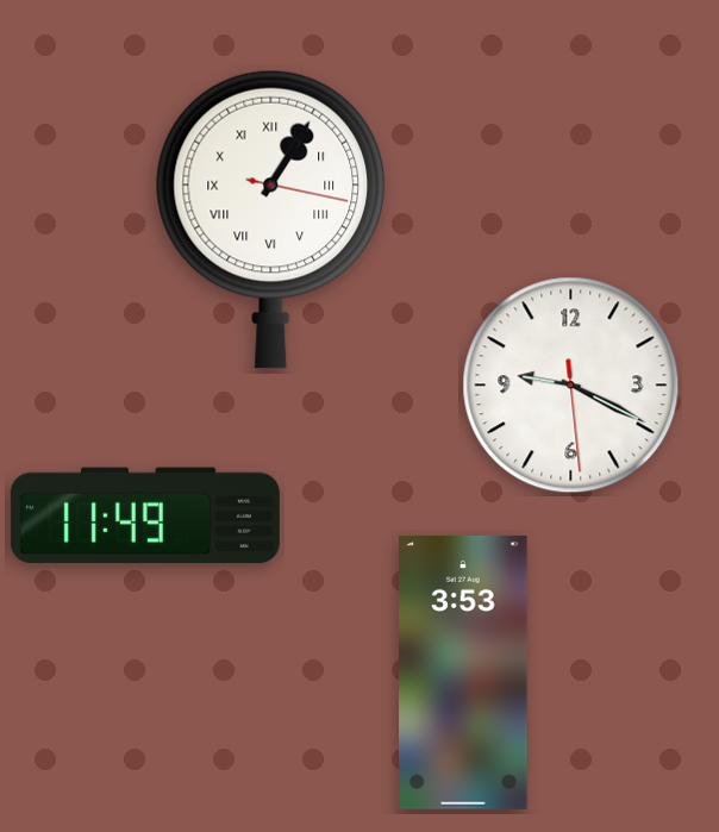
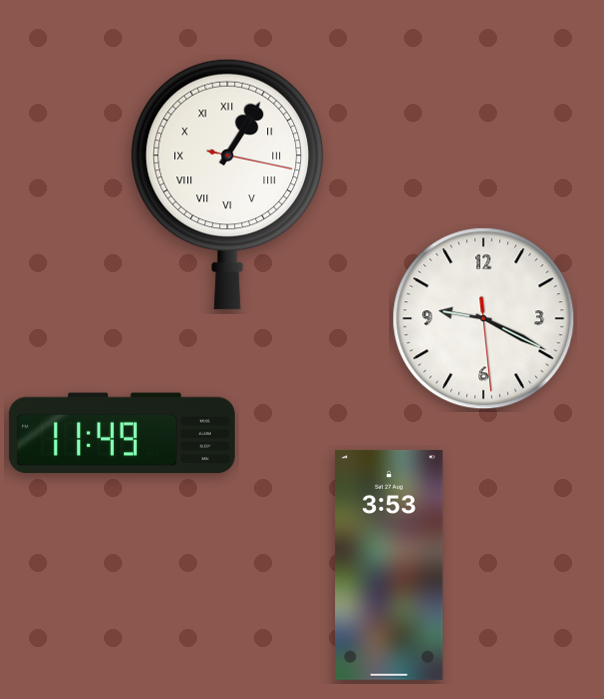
clock at (571, 386) position: (571, 386) -> (484, 319)
